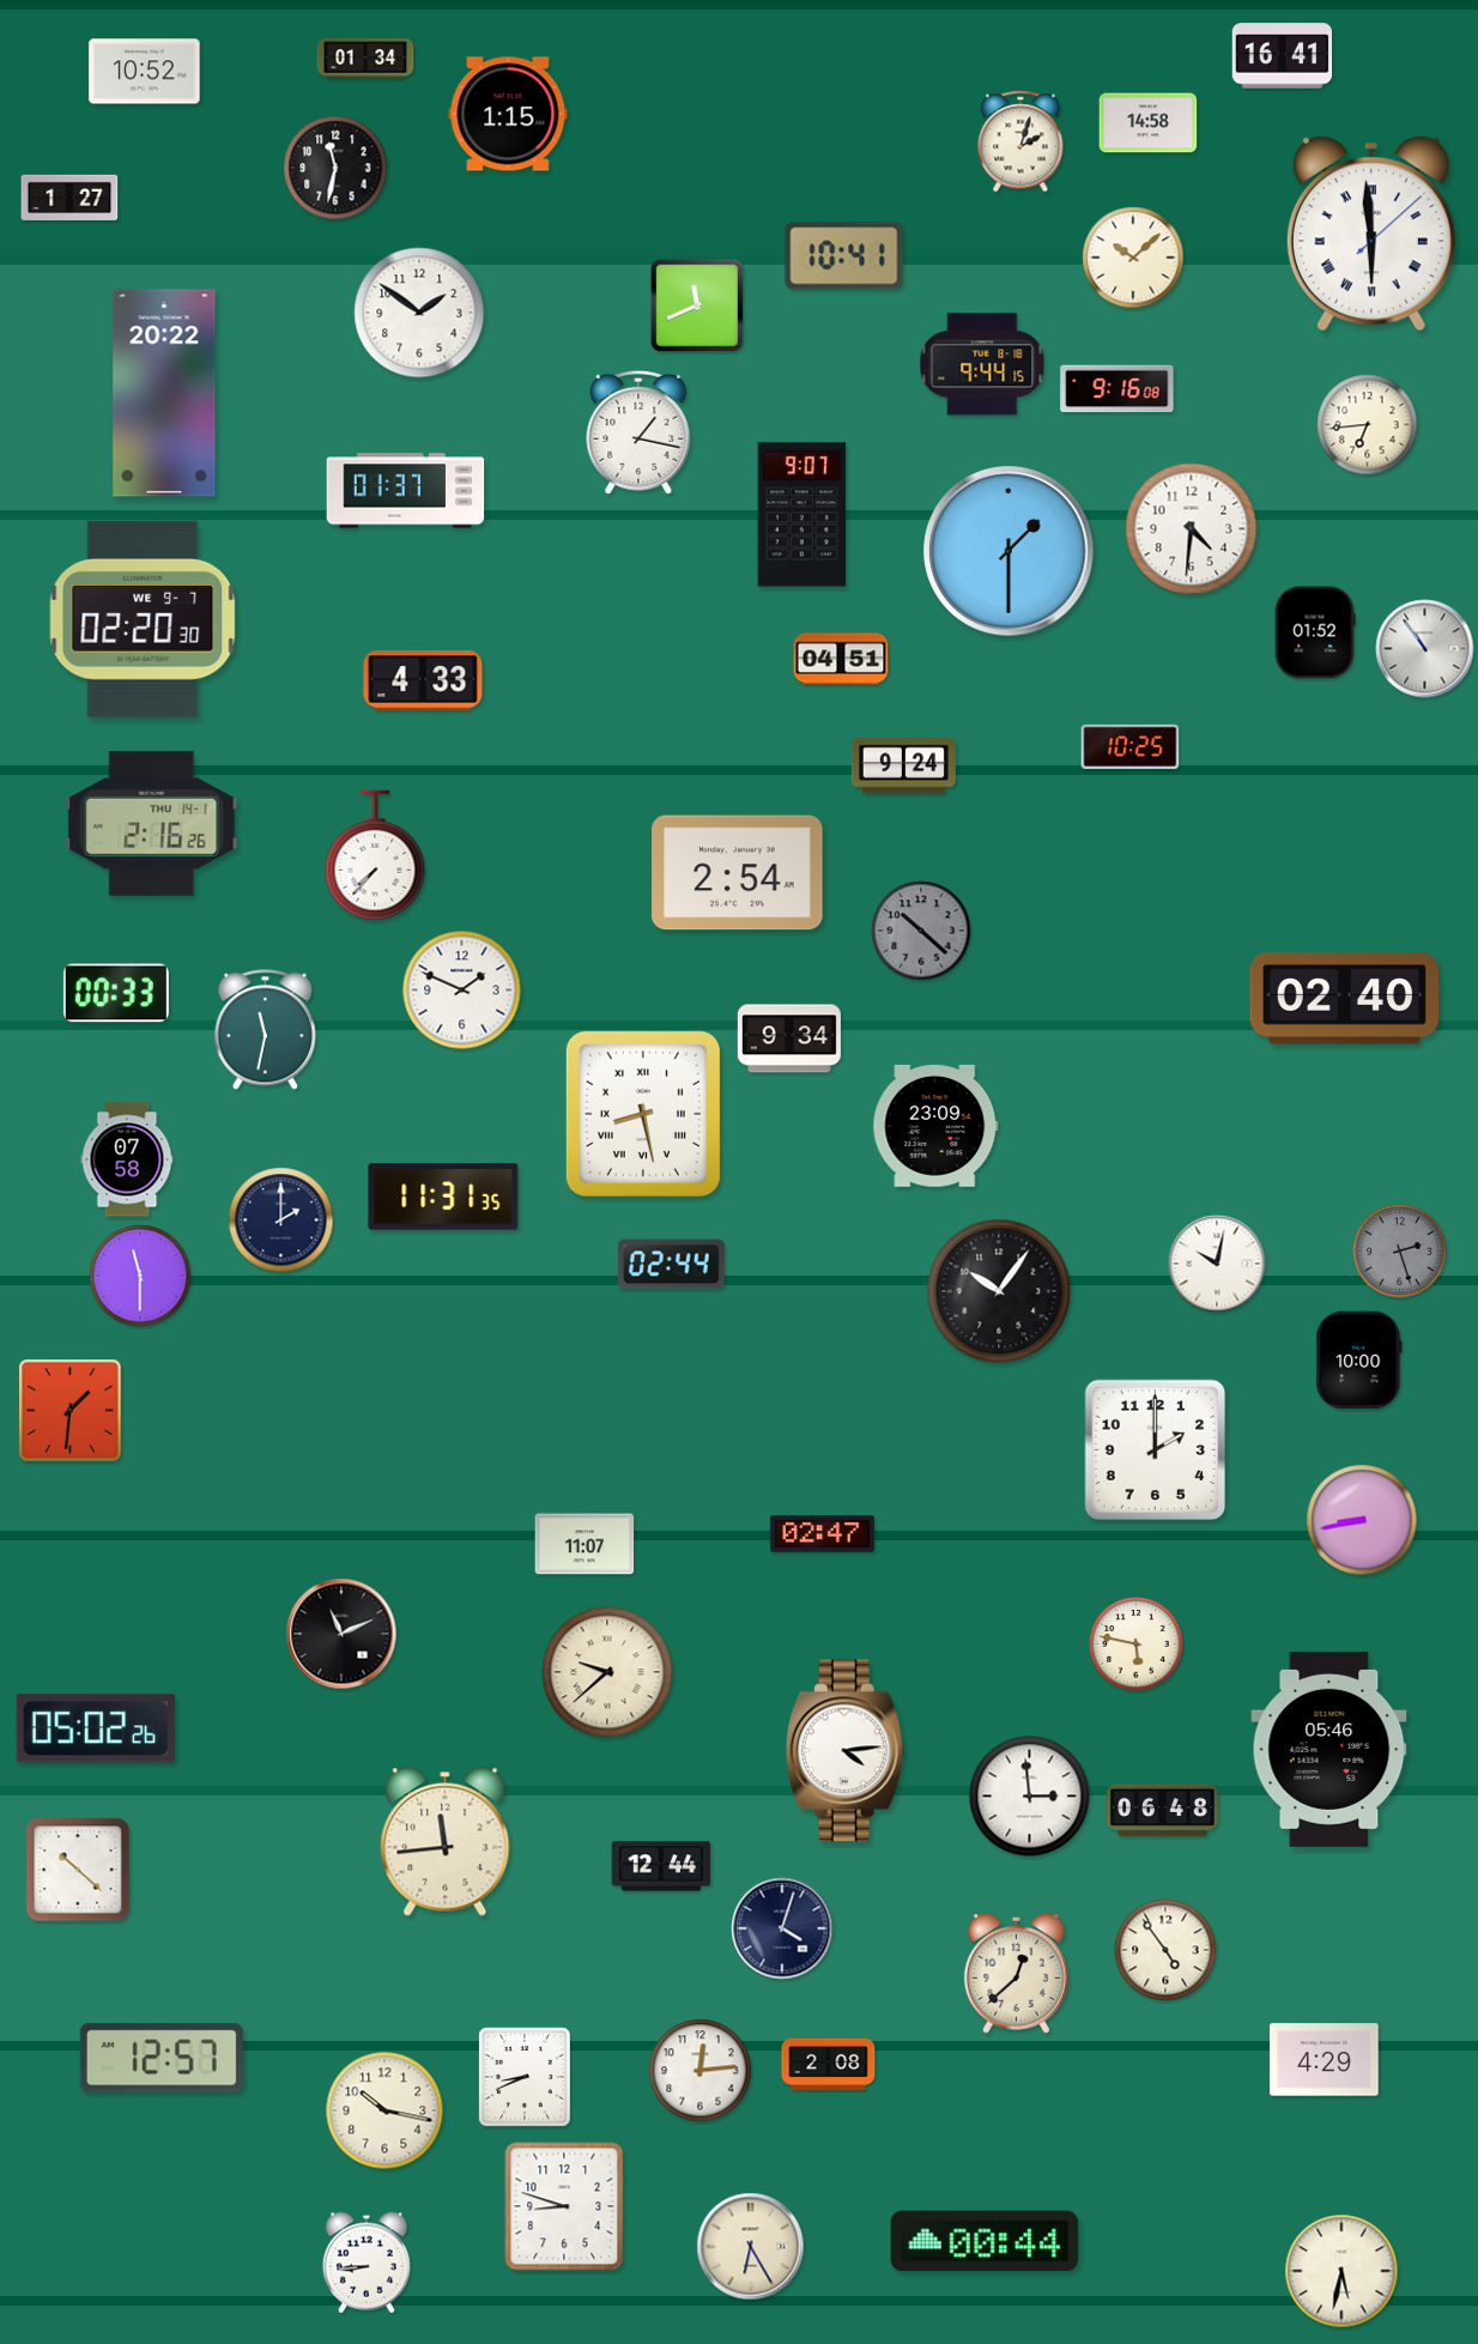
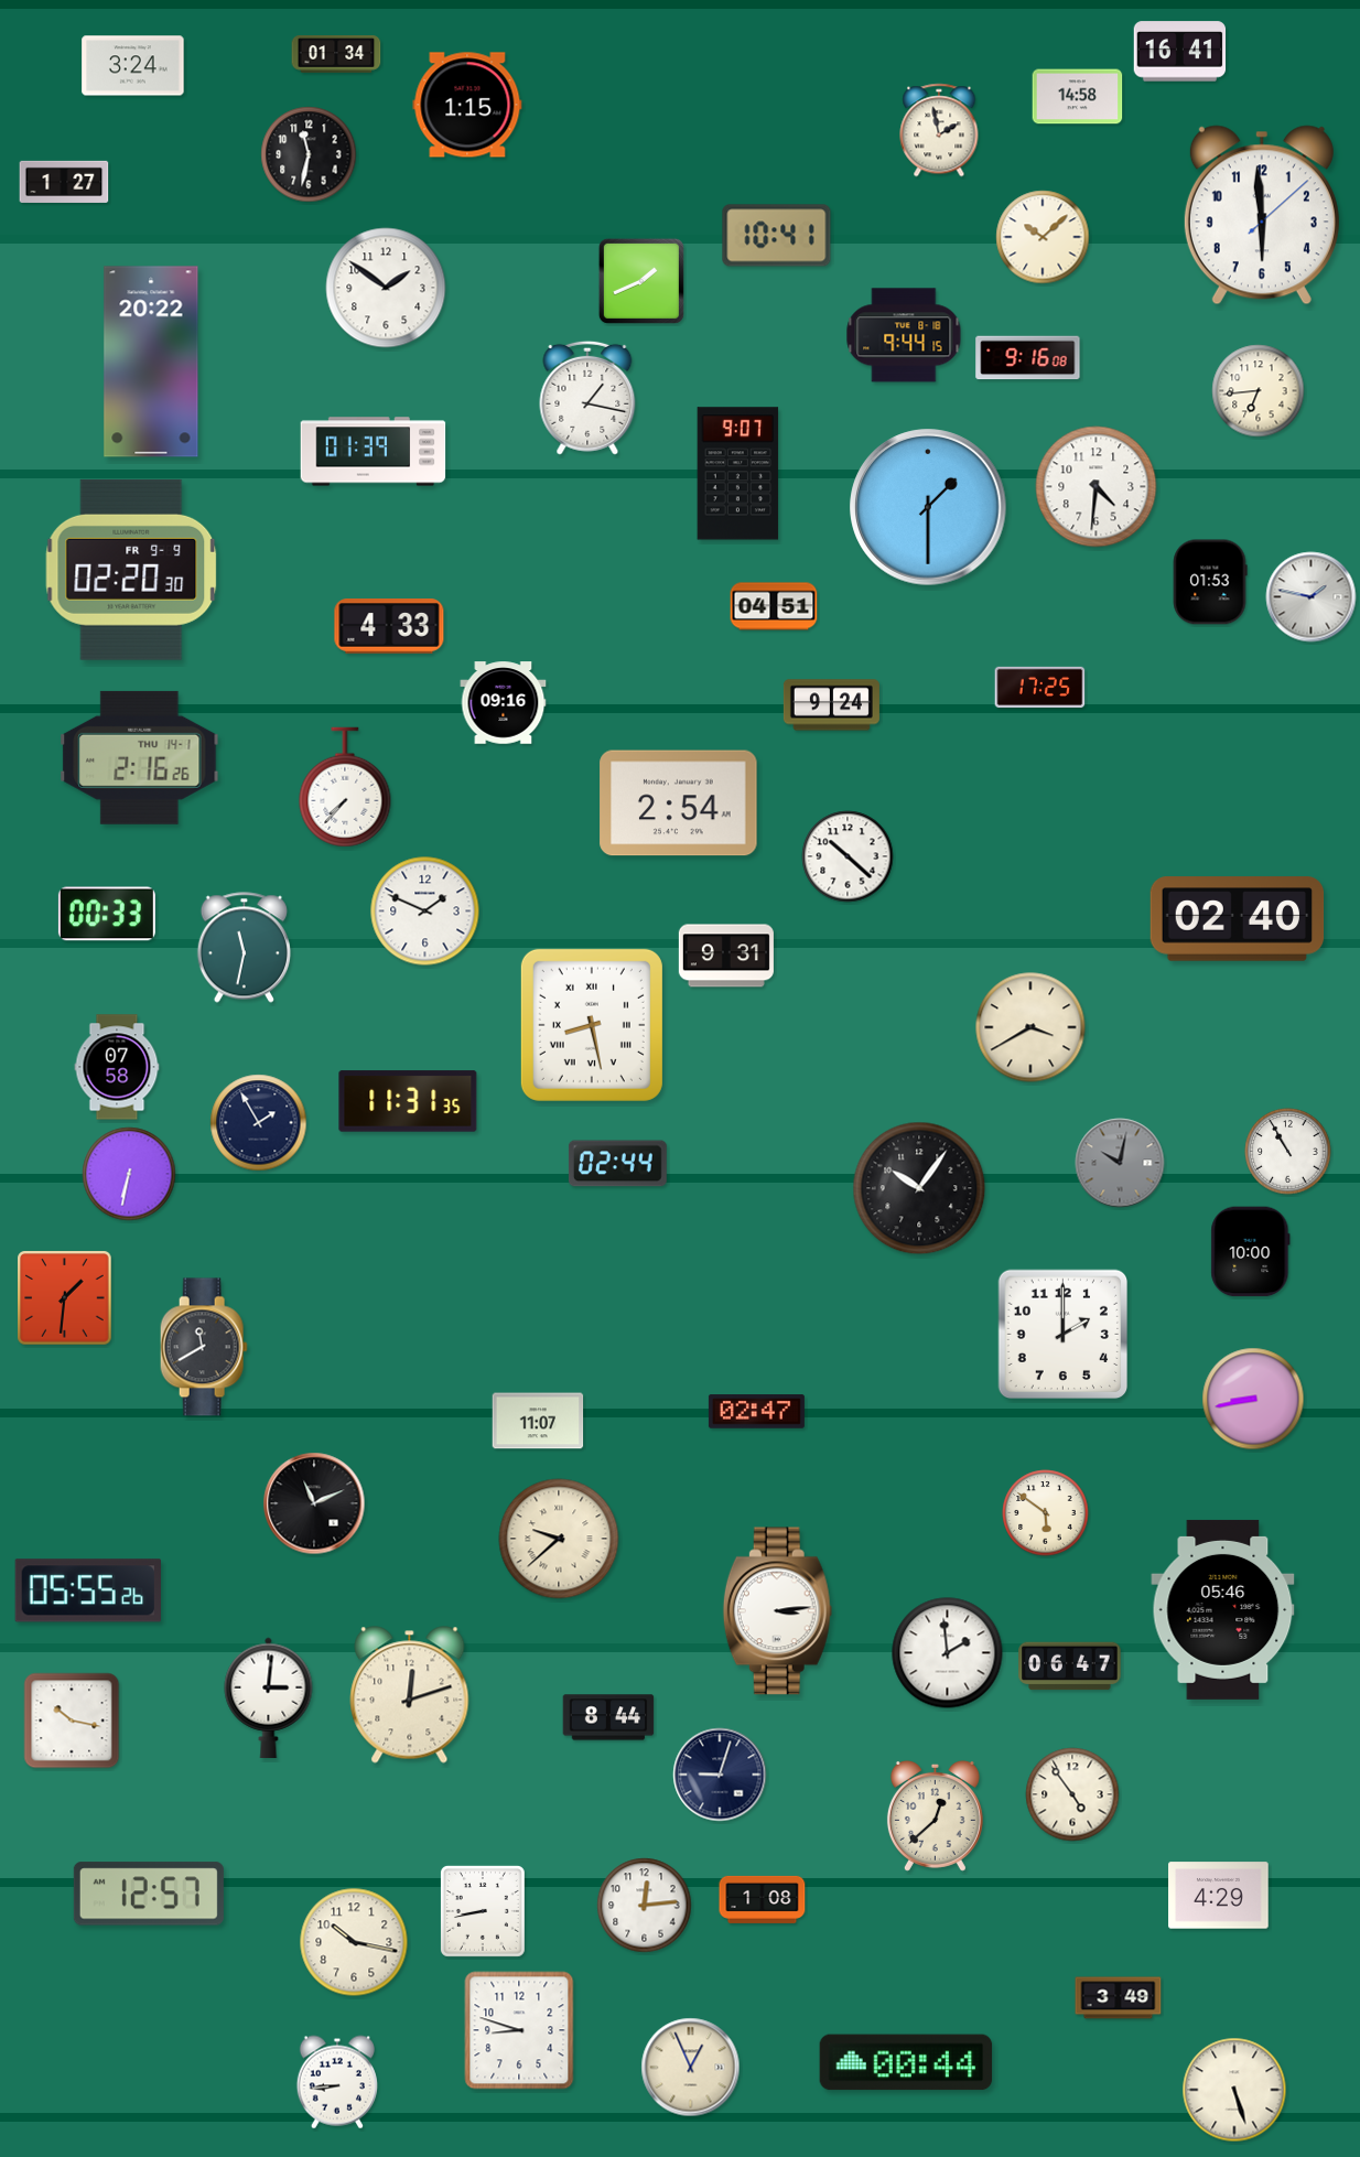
clock at (145, 72): 10:52 -> 3:24
clock at (1149, 123) position: (1149, 123) -> (1078, 97)
clock at (1020, 141): 2:03 -> 1:58
clock at (1371, 234) numerals: Roman -> Arabic
clock at (697, 305): 11:41 -> 1:41
clock at (406, 491): 01:37 -> 01:39
clock at (143, 619) date: WE 9-7 -> FR 9-9
clock at (1315, 632): 01:52 -> 01:53
clock at (1425, 649): 10:54 -> 1:47
clock at (1131, 746): 10:25 -> 17:25
clock at (504, 703): none -> 09:16
clock at (921, 931) dial: grey -> white
clock at (789, 1038): 9:34 -> 9:31
clock at (1030, 1027): none -> 3:40
clock at (935, 1126): 23:09 -> none
clock at (281, 1221): 2:00 -> 1:55
clock at (1400, 1252): 2:27 -> 10:55
clock at (1400, 1252) dial: grey -> white
clock at (1217, 1264) dial: white -> grey
clock at (140, 1276): 11:30 -> 6:32
clock at (204, 1347): none -> 11:40
clock at (1137, 1645): 5:47 -> 5:51
clock at (96, 1728): 05:02 -> 05:55
clock at (844, 1751): 4:14 -> 3:14
clock at (1030, 1797): 2:59 -> 1:59
clock at (1163, 1811): 06:48 -> 06:47
clock at (446, 1842): 11:44 -> 12:12
clock at (269, 1697): none -> 3:01
clock at (661, 1866): 12:44 -> 8:44
clock at (78, 1870): 10:22 -> 10:17
clock at (782, 1928): 4:03 -> 9:03
clock at (829, 2064): 2:08 -> 1:08
clock at (525, 2077): 8:41 -> 8:43
clock at (1119, 1998): none -> 3:49
clock at (751, 2247): 6:25 -> 12:56
clock at (1341, 2271): 5:32 -> 5:27
